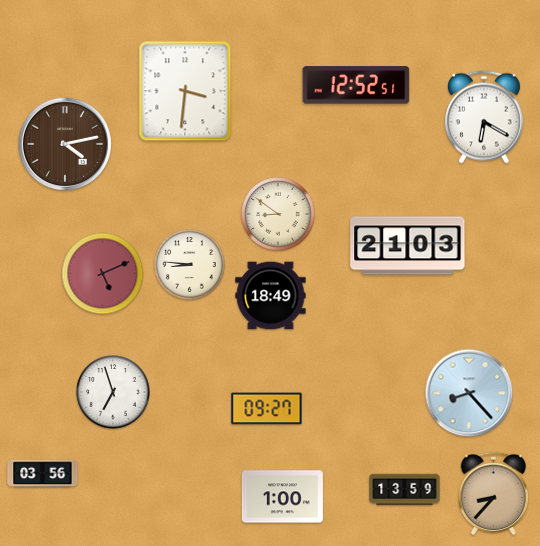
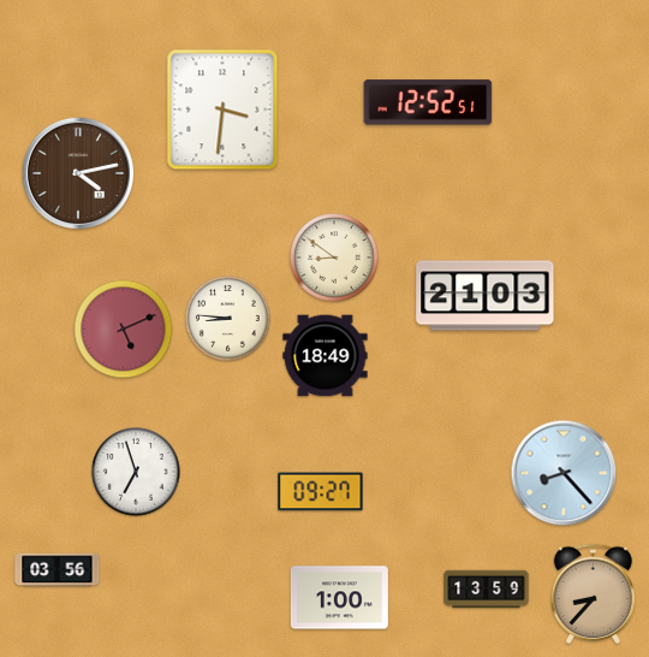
clock at (485, 117): 6:20 -> none
clock at (408, 246) position: (408, 246) -> (486, 296)
clock at (43, 474) position: (43, 474) -> (58, 570)
